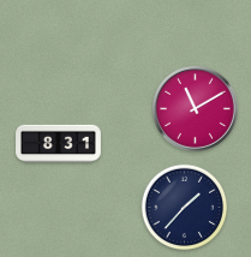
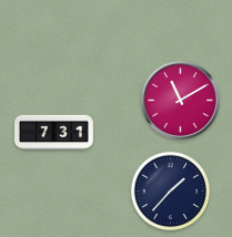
clock at (59, 144): 8:31 -> 7:31
